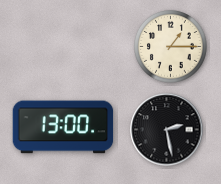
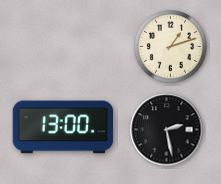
clock at (171, 47): 1:15 -> 1:12
